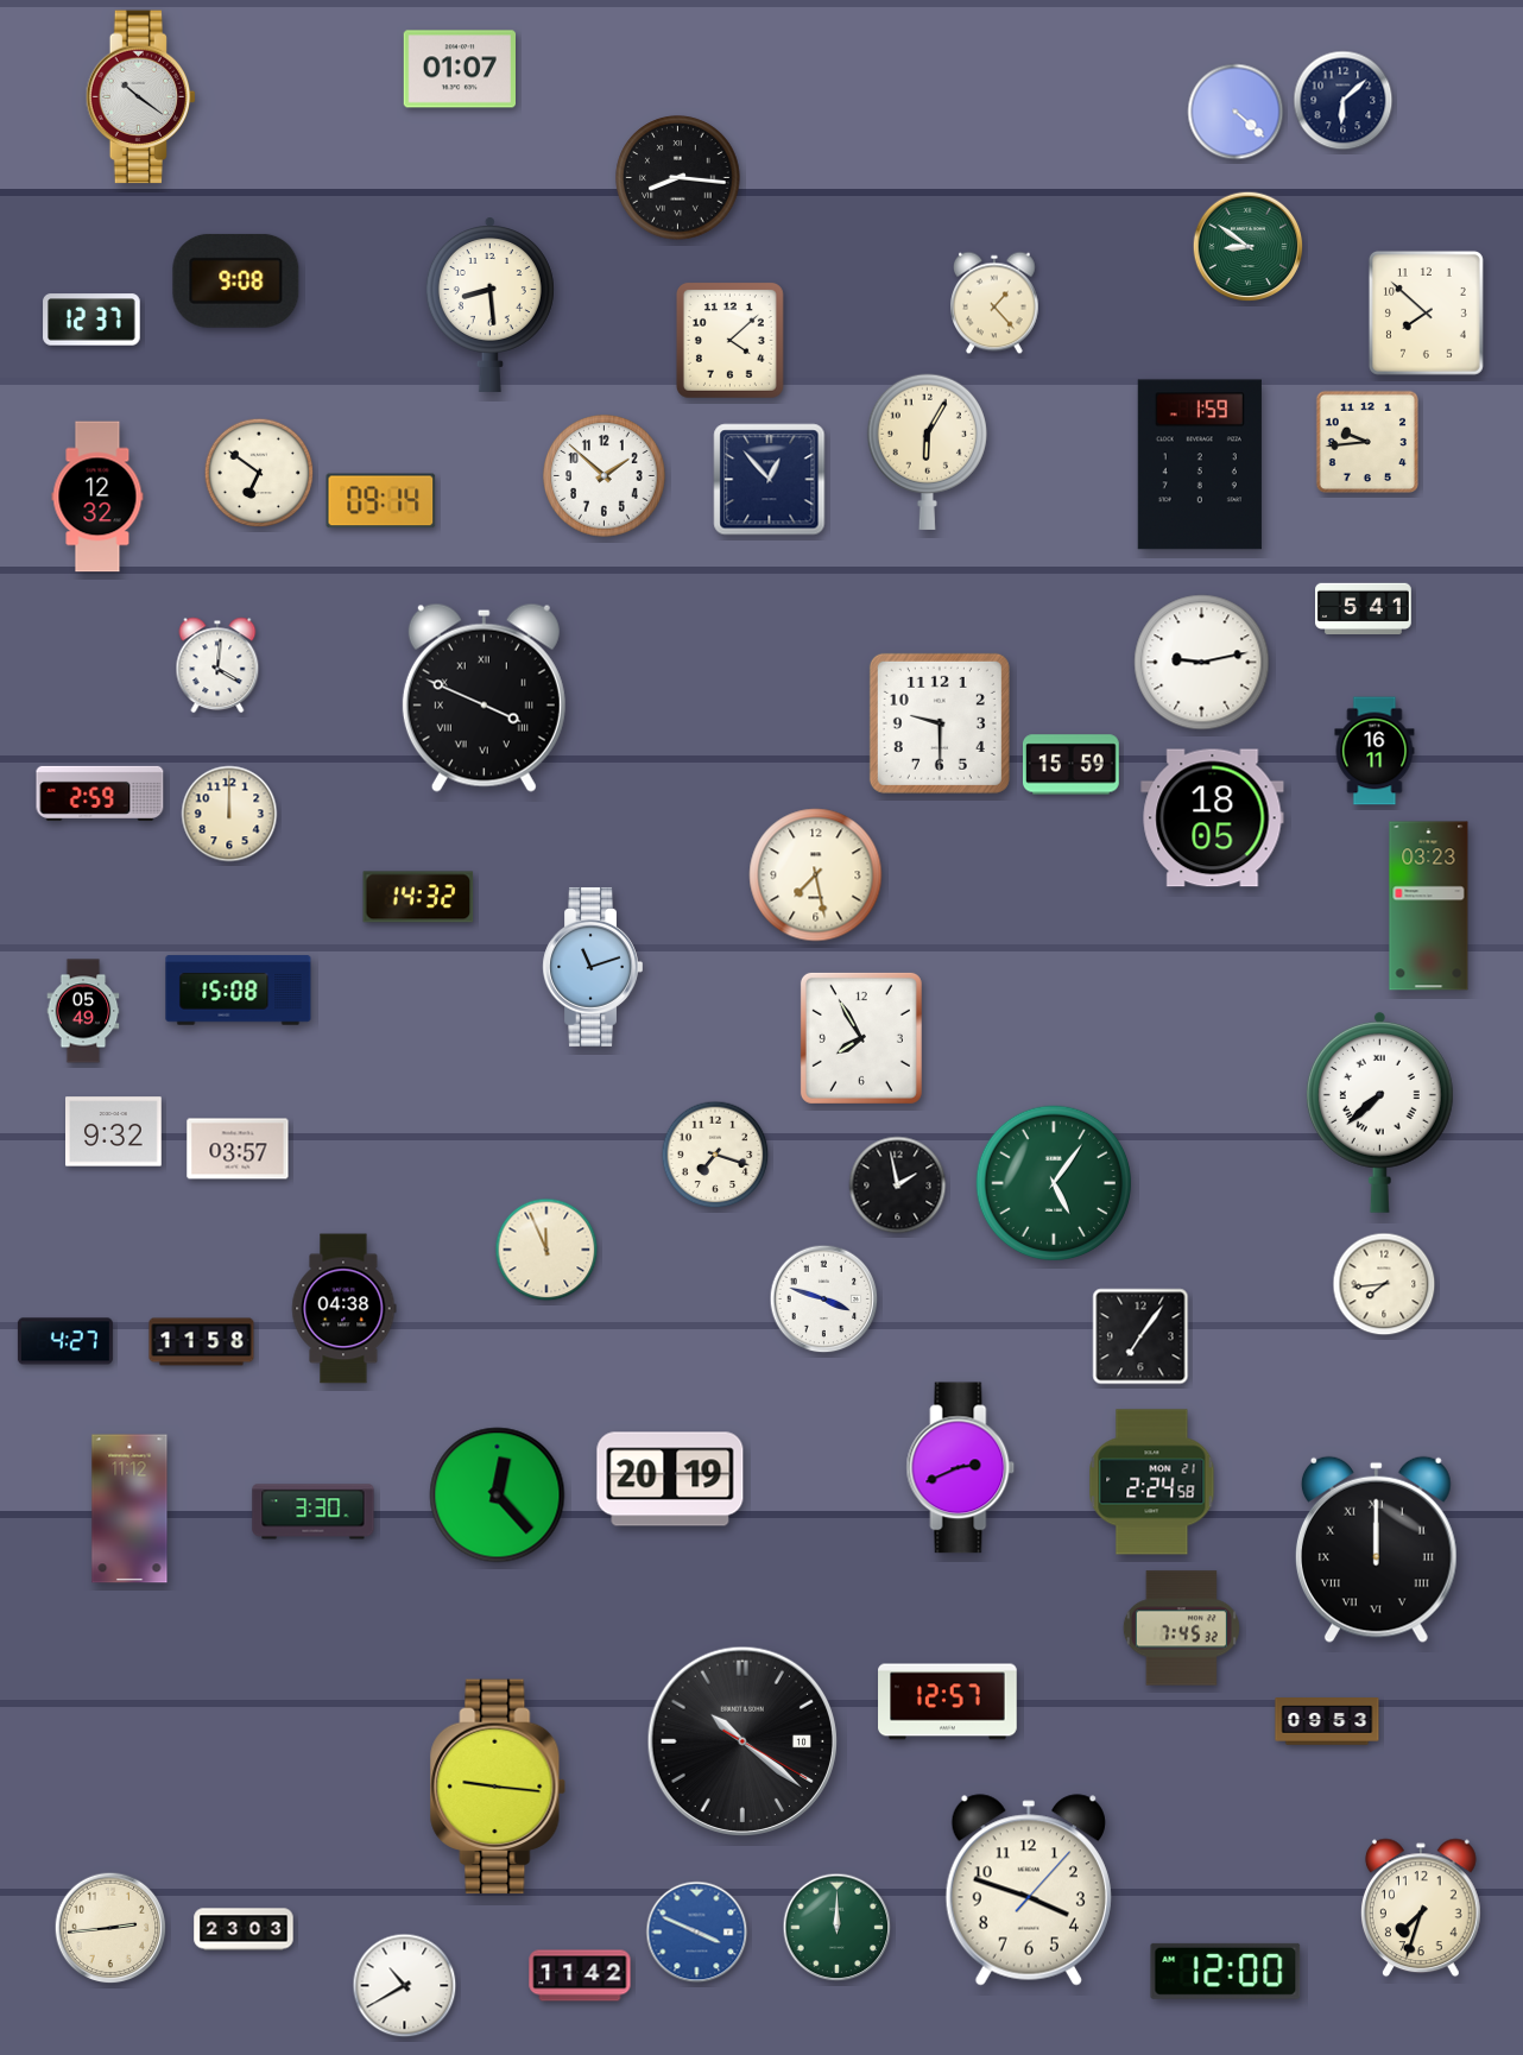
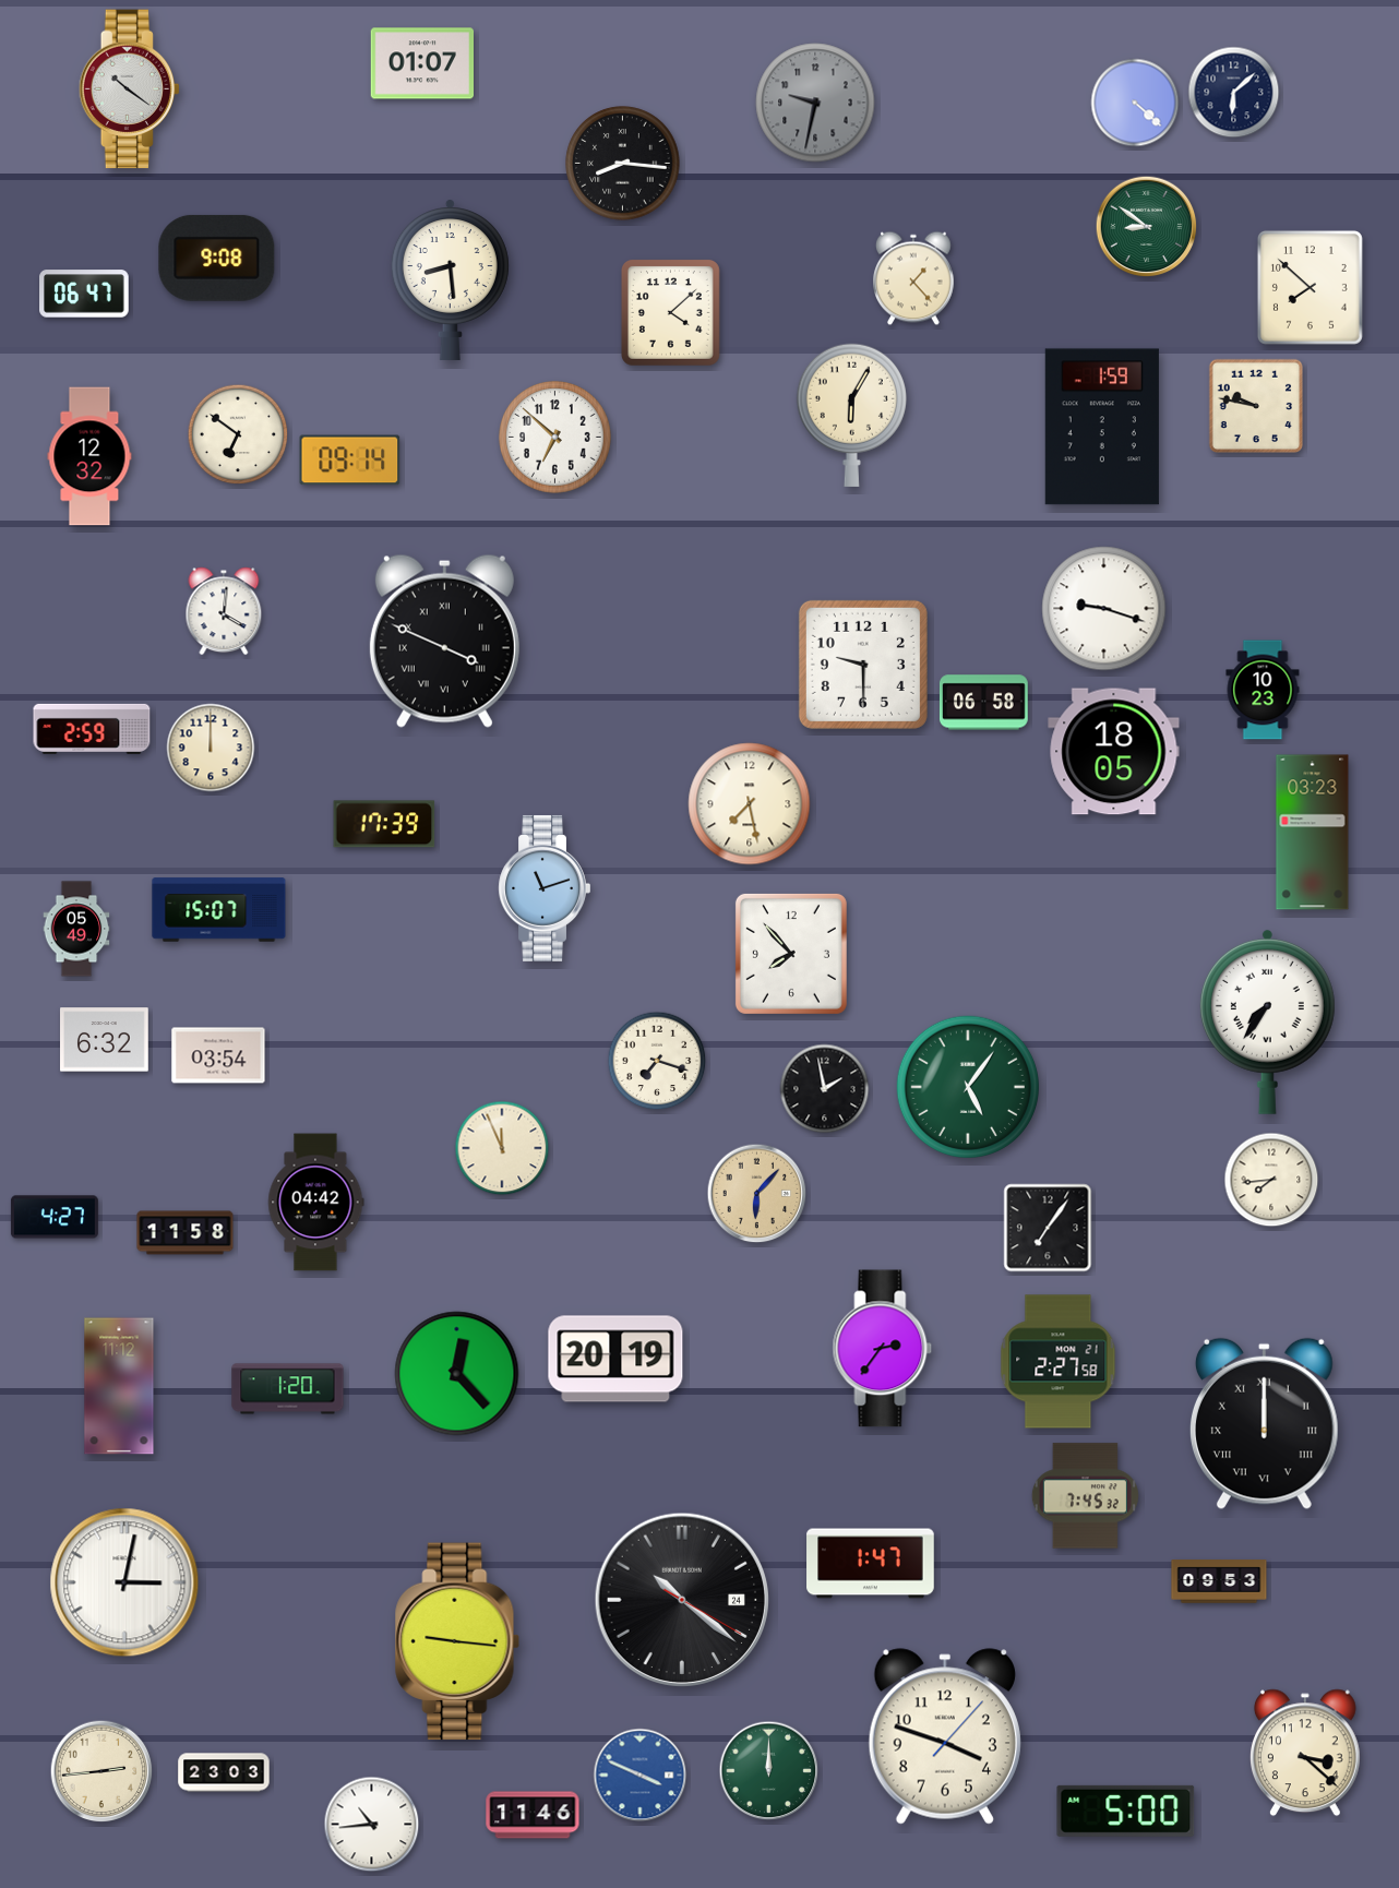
clock at (815, 103): none -> 9:32
clock at (91, 320): 12:37 -> 06:47
clock at (1366, 441): 9:44 -> 9:47
clock at (605, 476): 1:52 -> 6:52
clock at (770, 480): 12:53 -> none
clock at (1364, 608): 5:41 -> none
clock at (1202, 663): 9:13 -> 9:18
clock at (217, 665) position: (217, 665) -> (224, 611)
clock at (1375, 751): 16:11 -> 10:23
clock at (1070, 765): 15:59 -> 06:58
clock at (418, 897): 14:32 -> 17:39
clock at (239, 991): 15:08 -> 15:07
clock at (861, 1038): 7:55 -> 7:53
clock at (1379, 1112): 7:38 -> 7:36
clock at (114, 1132): 9:32 -> 6:32
clock at (238, 1149): 03:57 -> 03:54
clock at (824, 1300): 3:48 -> 6:07
clock at (824, 1300) dial: white -> champagne
clock at (345, 1309): 04:38 -> 04:42
clock at (65, 1341) position: (65, 1341) -> (55, 1217)
clock at (961, 1468): 2:41 -> 2:36
clock at (1152, 1482): 2:24 -> 2:27
clock at (314, 1512): 3:30 -> 1:20
clock at (948, 1702): 12:57 -> 1:47
clock at (124, 1582): none -> 3:02
clock at (741, 1740) date: 10 -> 24
clock at (1421, 1908): 7:33 -> 3:22
clock at (1226, 1971): 12:00 -> 5:00
clock at (580, 1975): 11:42 -> 11:46
clock at (405, 1986): 10:40 -> 10:44
